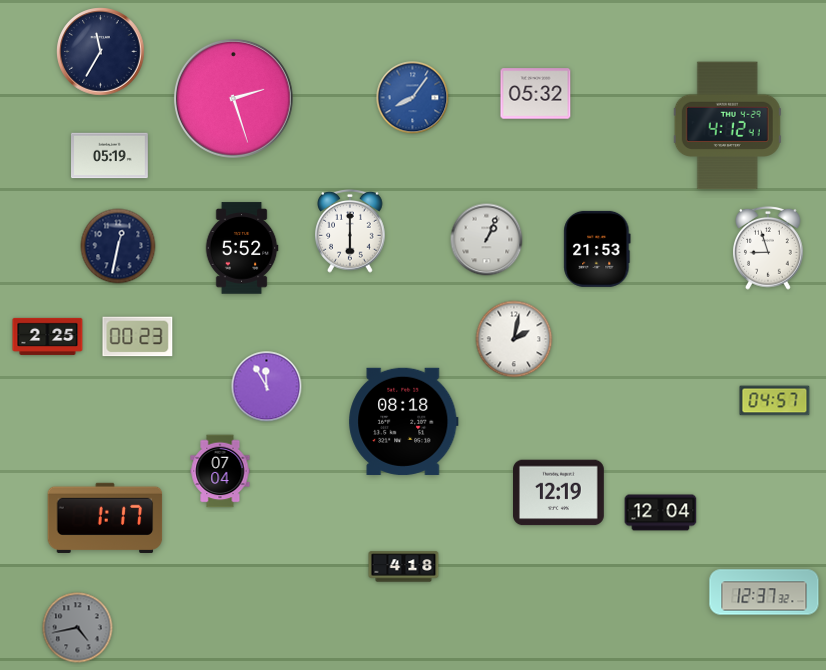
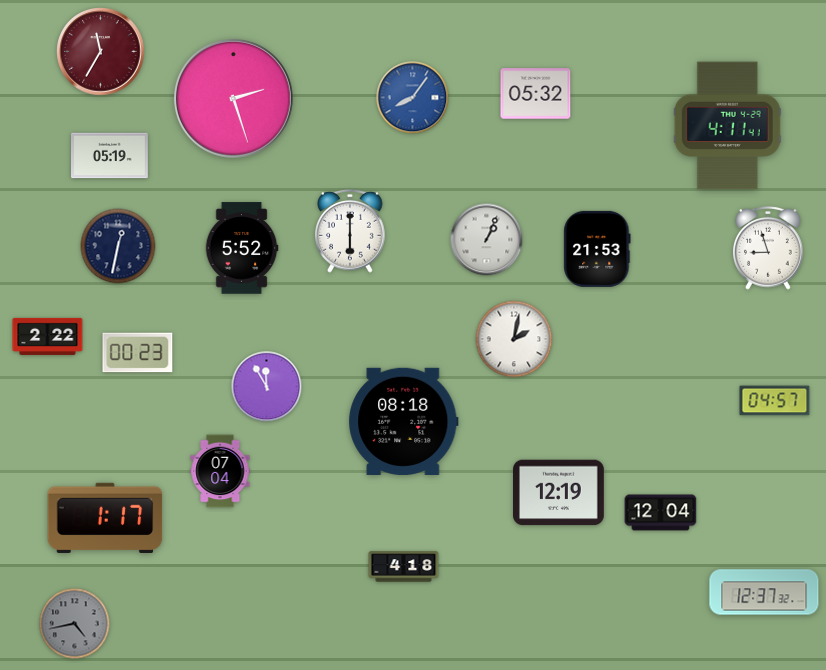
clock at (101, 52) dial: navy -> burgundy
clock at (727, 126): 4:12 -> 4:11
clock at (48, 336): 2:25 -> 2:22
clock at (138, 337) position: (138, 337) -> (138, 353)
clock at (78, 628) position: (78, 628) -> (75, 624)
